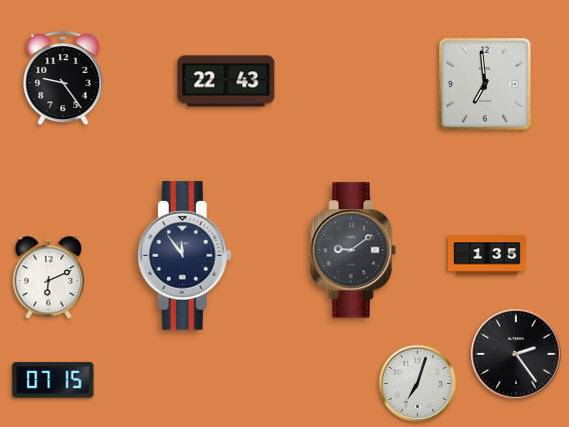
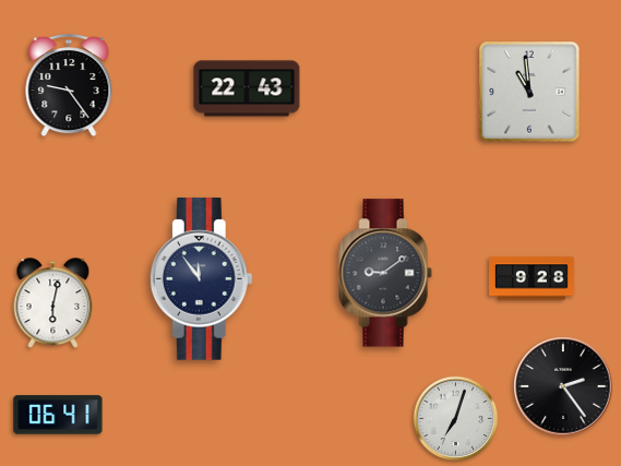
clock at (485, 84): 6:59 -> 10:59
clock at (487, 255): 1:35 -> 9:28
clock at (49, 278): 6:11 -> 6:02
clock at (53, 380): 07:15 -> 06:41
